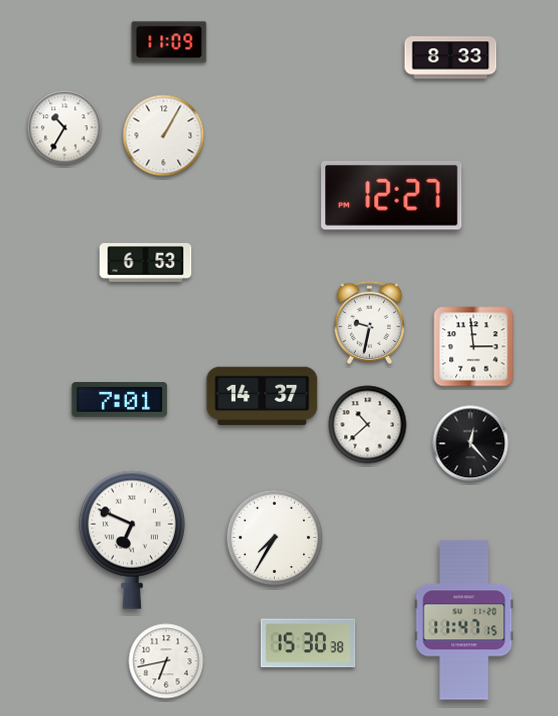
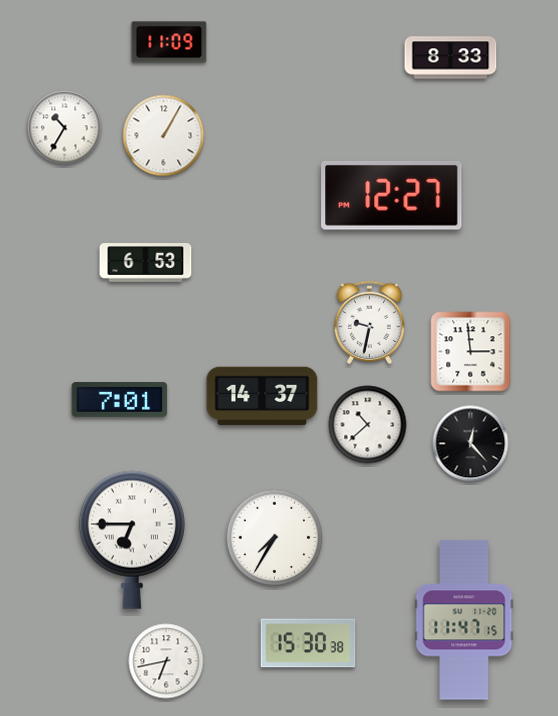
clock at (474, 347) position: (474, 347) -> (471, 352)
clock at (132, 540): 6:49 -> 6:45
